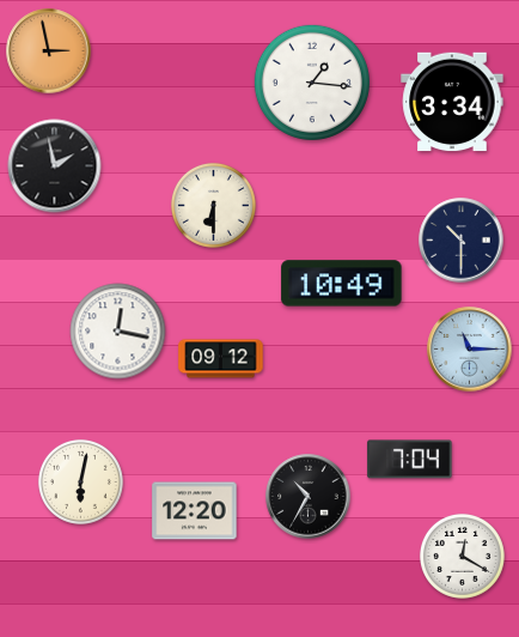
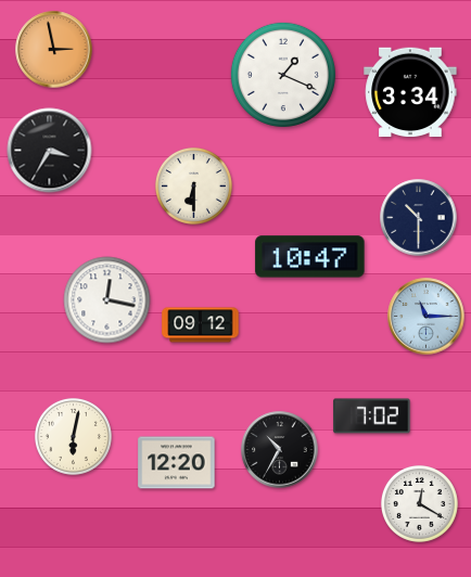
clock at (49, 51) position: (49, 51) -> (54, 50)
clock at (312, 83): 1:16 -> 1:19
clock at (55, 166): 1:58 -> 3:35
clock at (342, 284): 10:49 -> 10:47
clock at (410, 460): 7:04 -> 7:02
